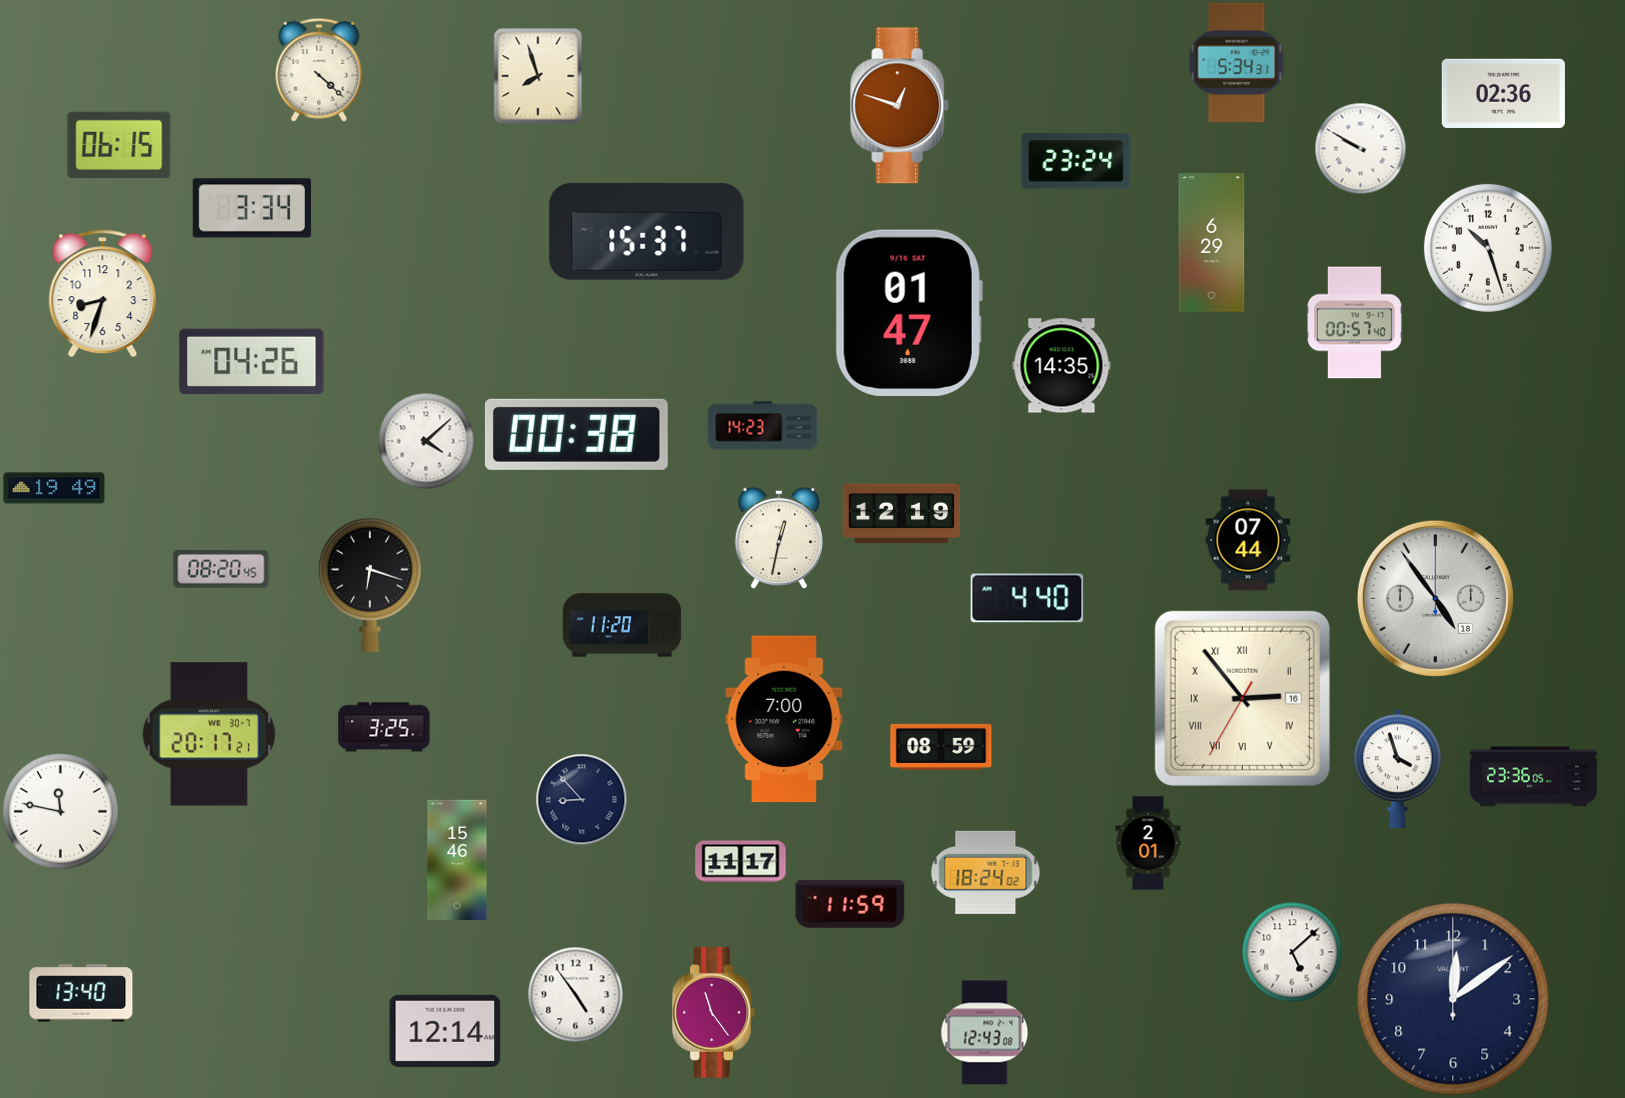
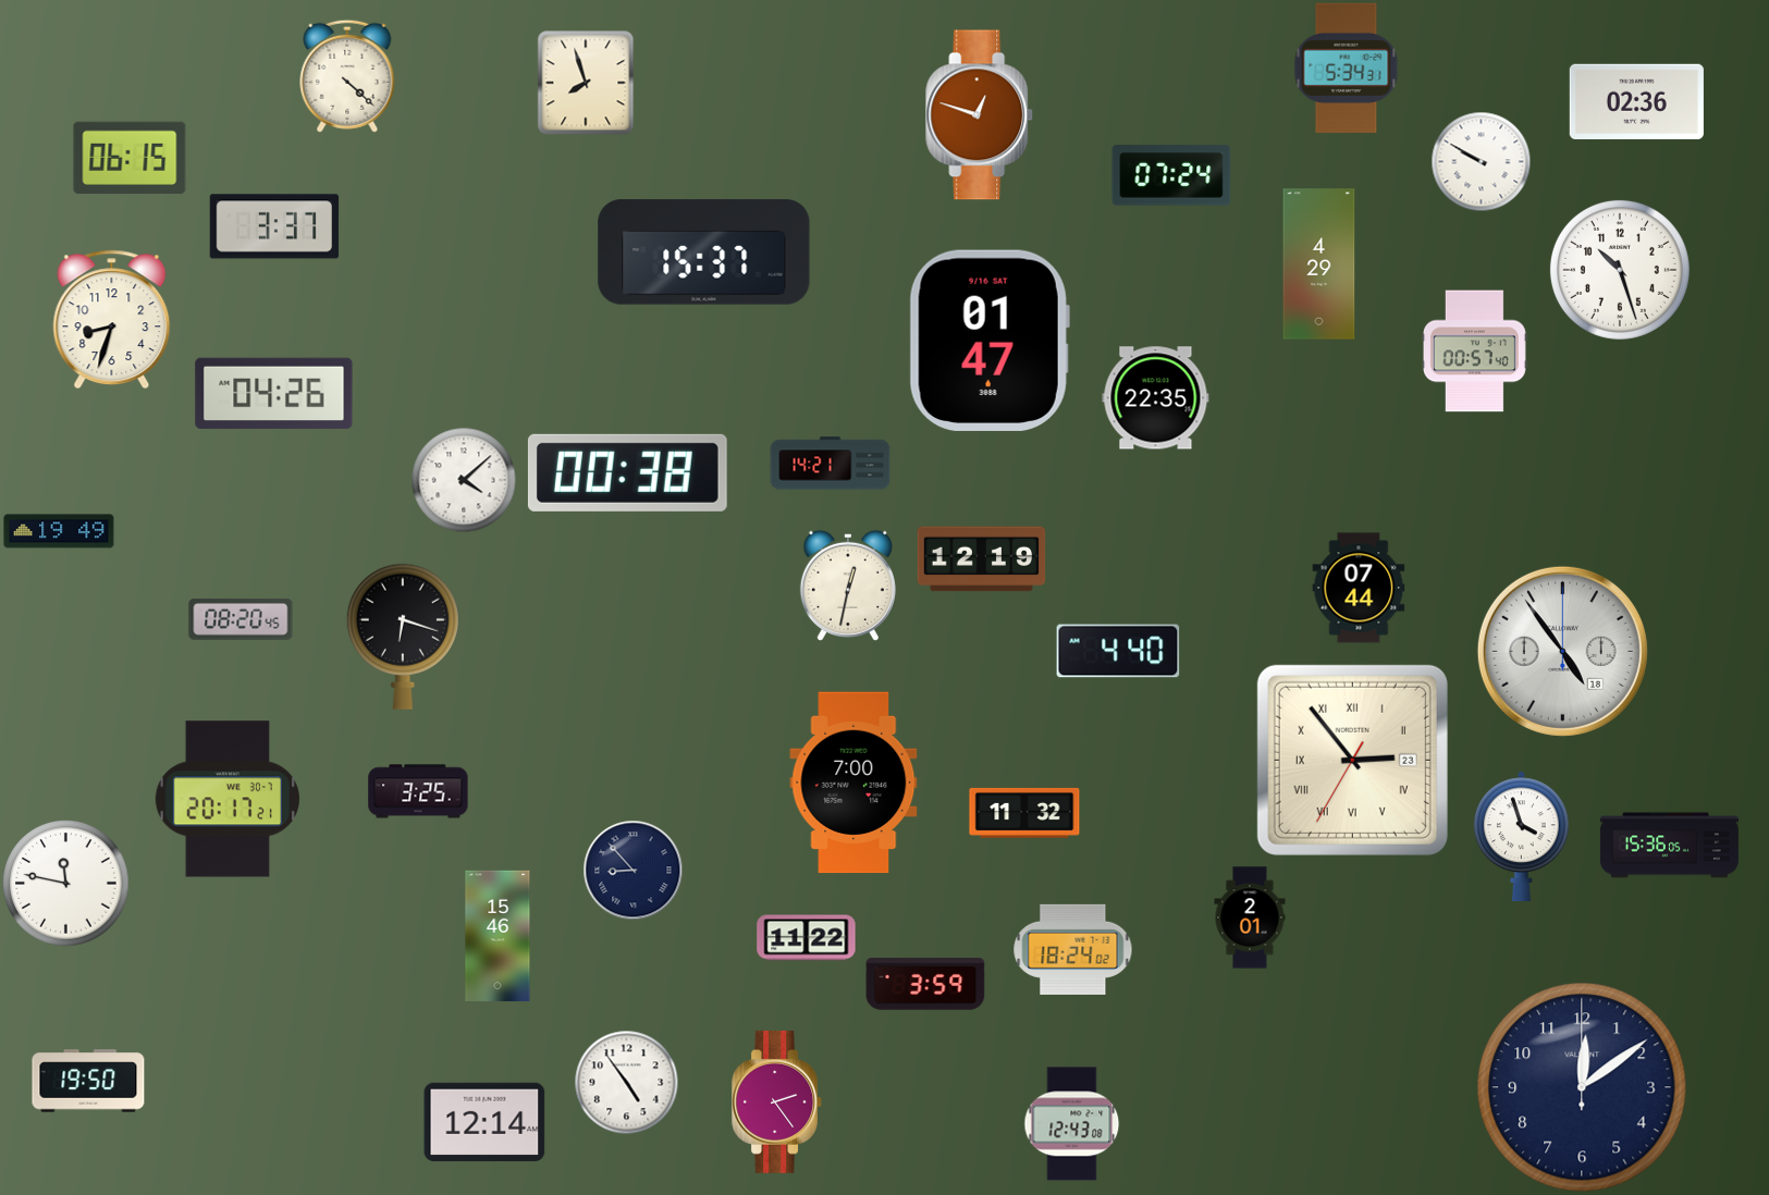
clock at (1076, 161): 23:24 -> 07:24
clock at (252, 208): 3:34 -> 3:37
clock at (1212, 243): 6:29 -> 4:29
clock at (1062, 366): 14:35 -> 22:35
clock at (763, 426): 14:23 -> 14:21
clock at (622, 625): 11:20 -> none
clock at (1242, 698) date: 16 -> 23
clock at (941, 747): 08:59 -> 11:32
clock at (1533, 777): 23:36 -> 15:36
clock at (741, 862): 11:17 -> 11:22
clock at (850, 904): 11:59 -> 3:59
clock at (1292, 952): 5:08 -> none
clock at (81, 993): 13:40 -> 19:50
clock at (714, 1012): 11:24 -> 2:24
